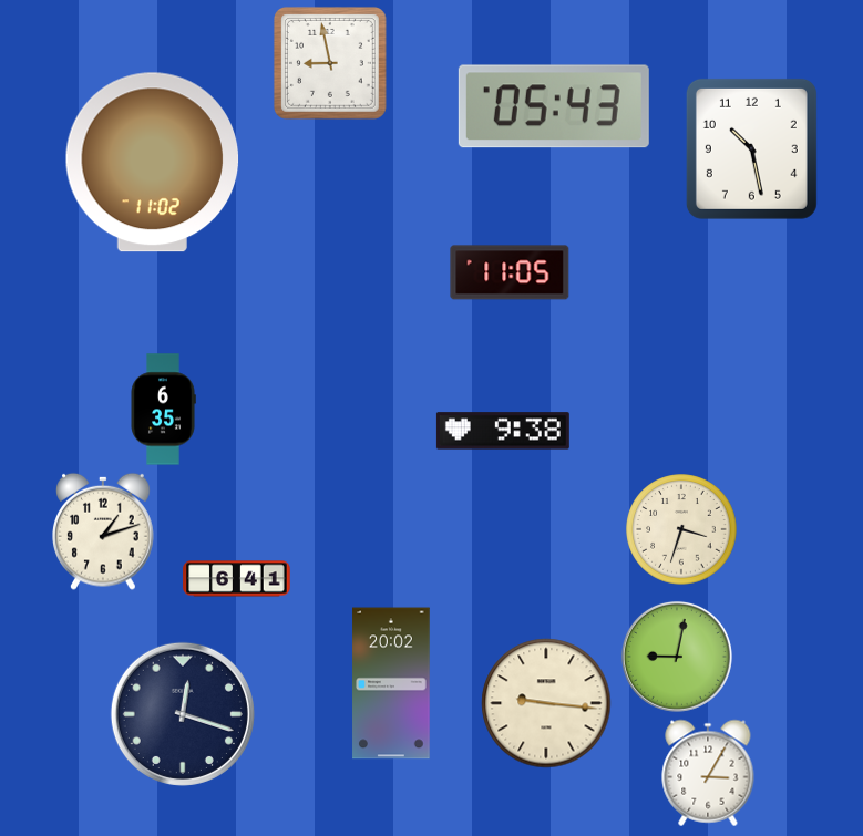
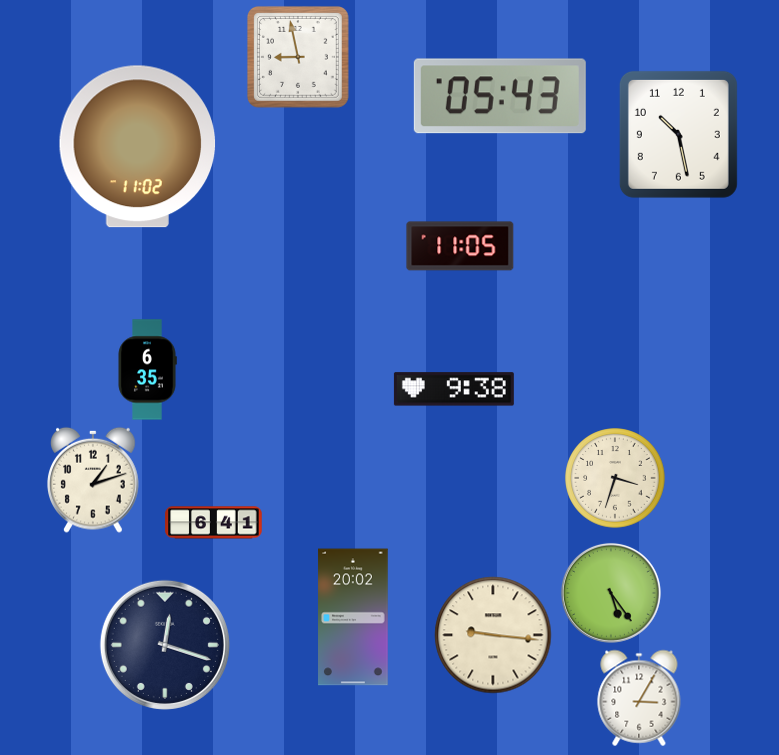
clock at (677, 657): 9:02 -> 5:24
